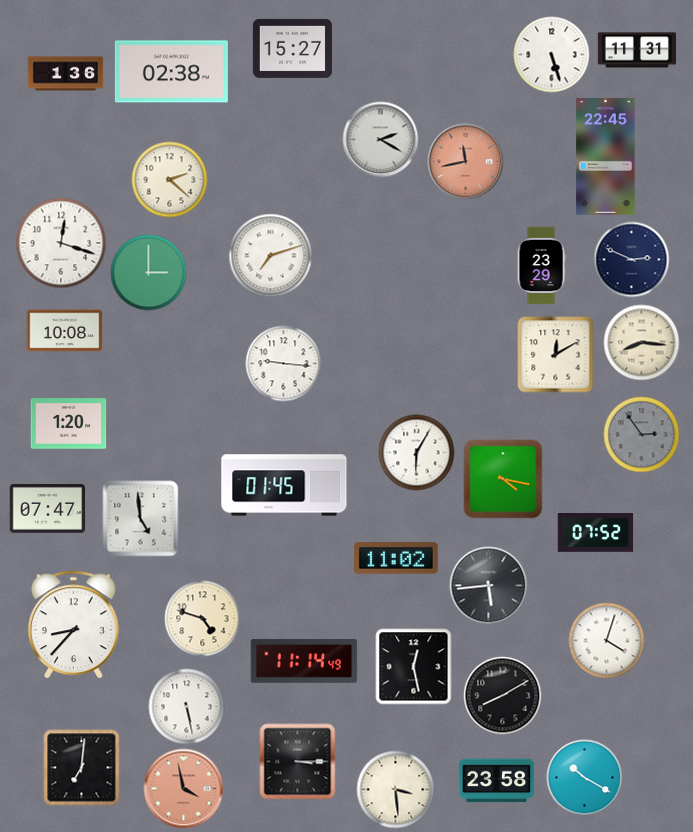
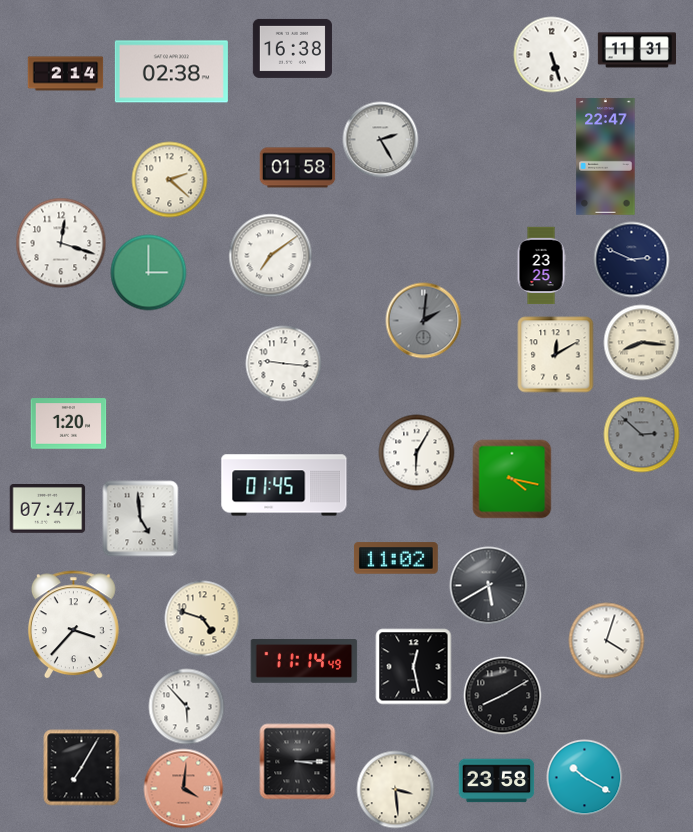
clock at (292, 48): 15:27 -> 16:38
clock at (66, 74): 1:36 -> 2:14
clock at (381, 140): 2:20 -> 2:25
clock at (606, 157): 22:45 -> 22:47
clock at (466, 162): 11:43 -> none
clock at (298, 168): none -> 01:58
clock at (271, 256): 7:12 -> 7:09
clock at (541, 266): 23:29 -> 23:25
clock at (424, 321): none -> 2:01
clock at (65, 331): 10:08 -> none
clock at (642, 435): 2:54 -> 2:52
clock at (503, 479) position: (503, 479) -> (512, 479)
clock at (596, 533): 07:52 -> none
clock at (489, 586): 5:44 -> 5:40
clock at (73, 625): 8:37 -> 3:37
clock at (187, 707): 5:28 -> 5:53
clock at (82, 768): 7:01 -> 7:05
clock at (184, 789): 3:58 -> 4:01
